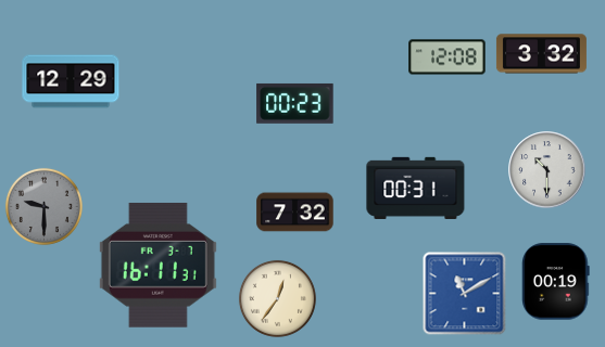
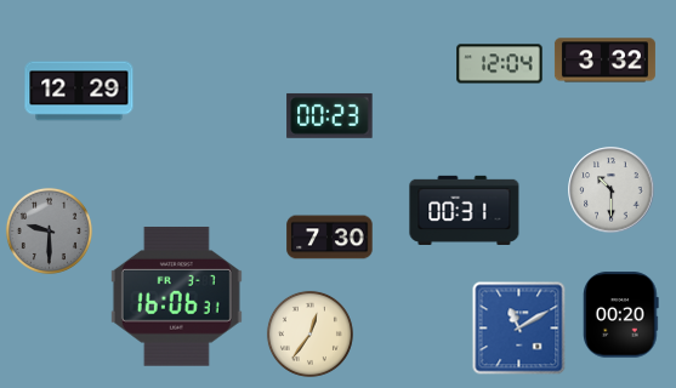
clock at (448, 57): 12:08 -> 12:04
clock at (295, 213): 7:32 -> 7:30
clock at (157, 265): 16:11 -> 16:06
clock at (556, 282): 00:19 -> 00:20
